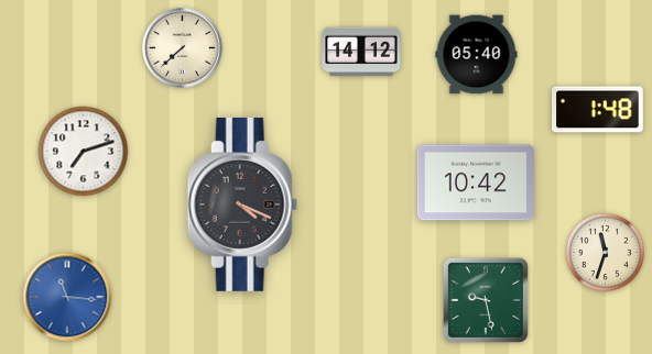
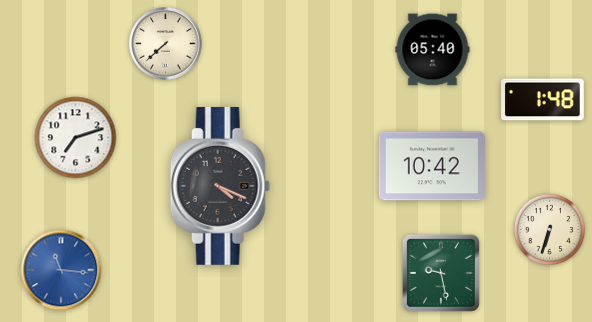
clock at (361, 52): 14:12 -> none
clock at (605, 252): 11:33 -> 6:33
